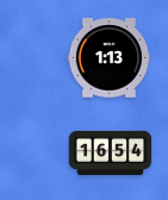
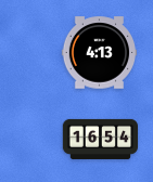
clock at (108, 58): 1:13 -> 4:13
